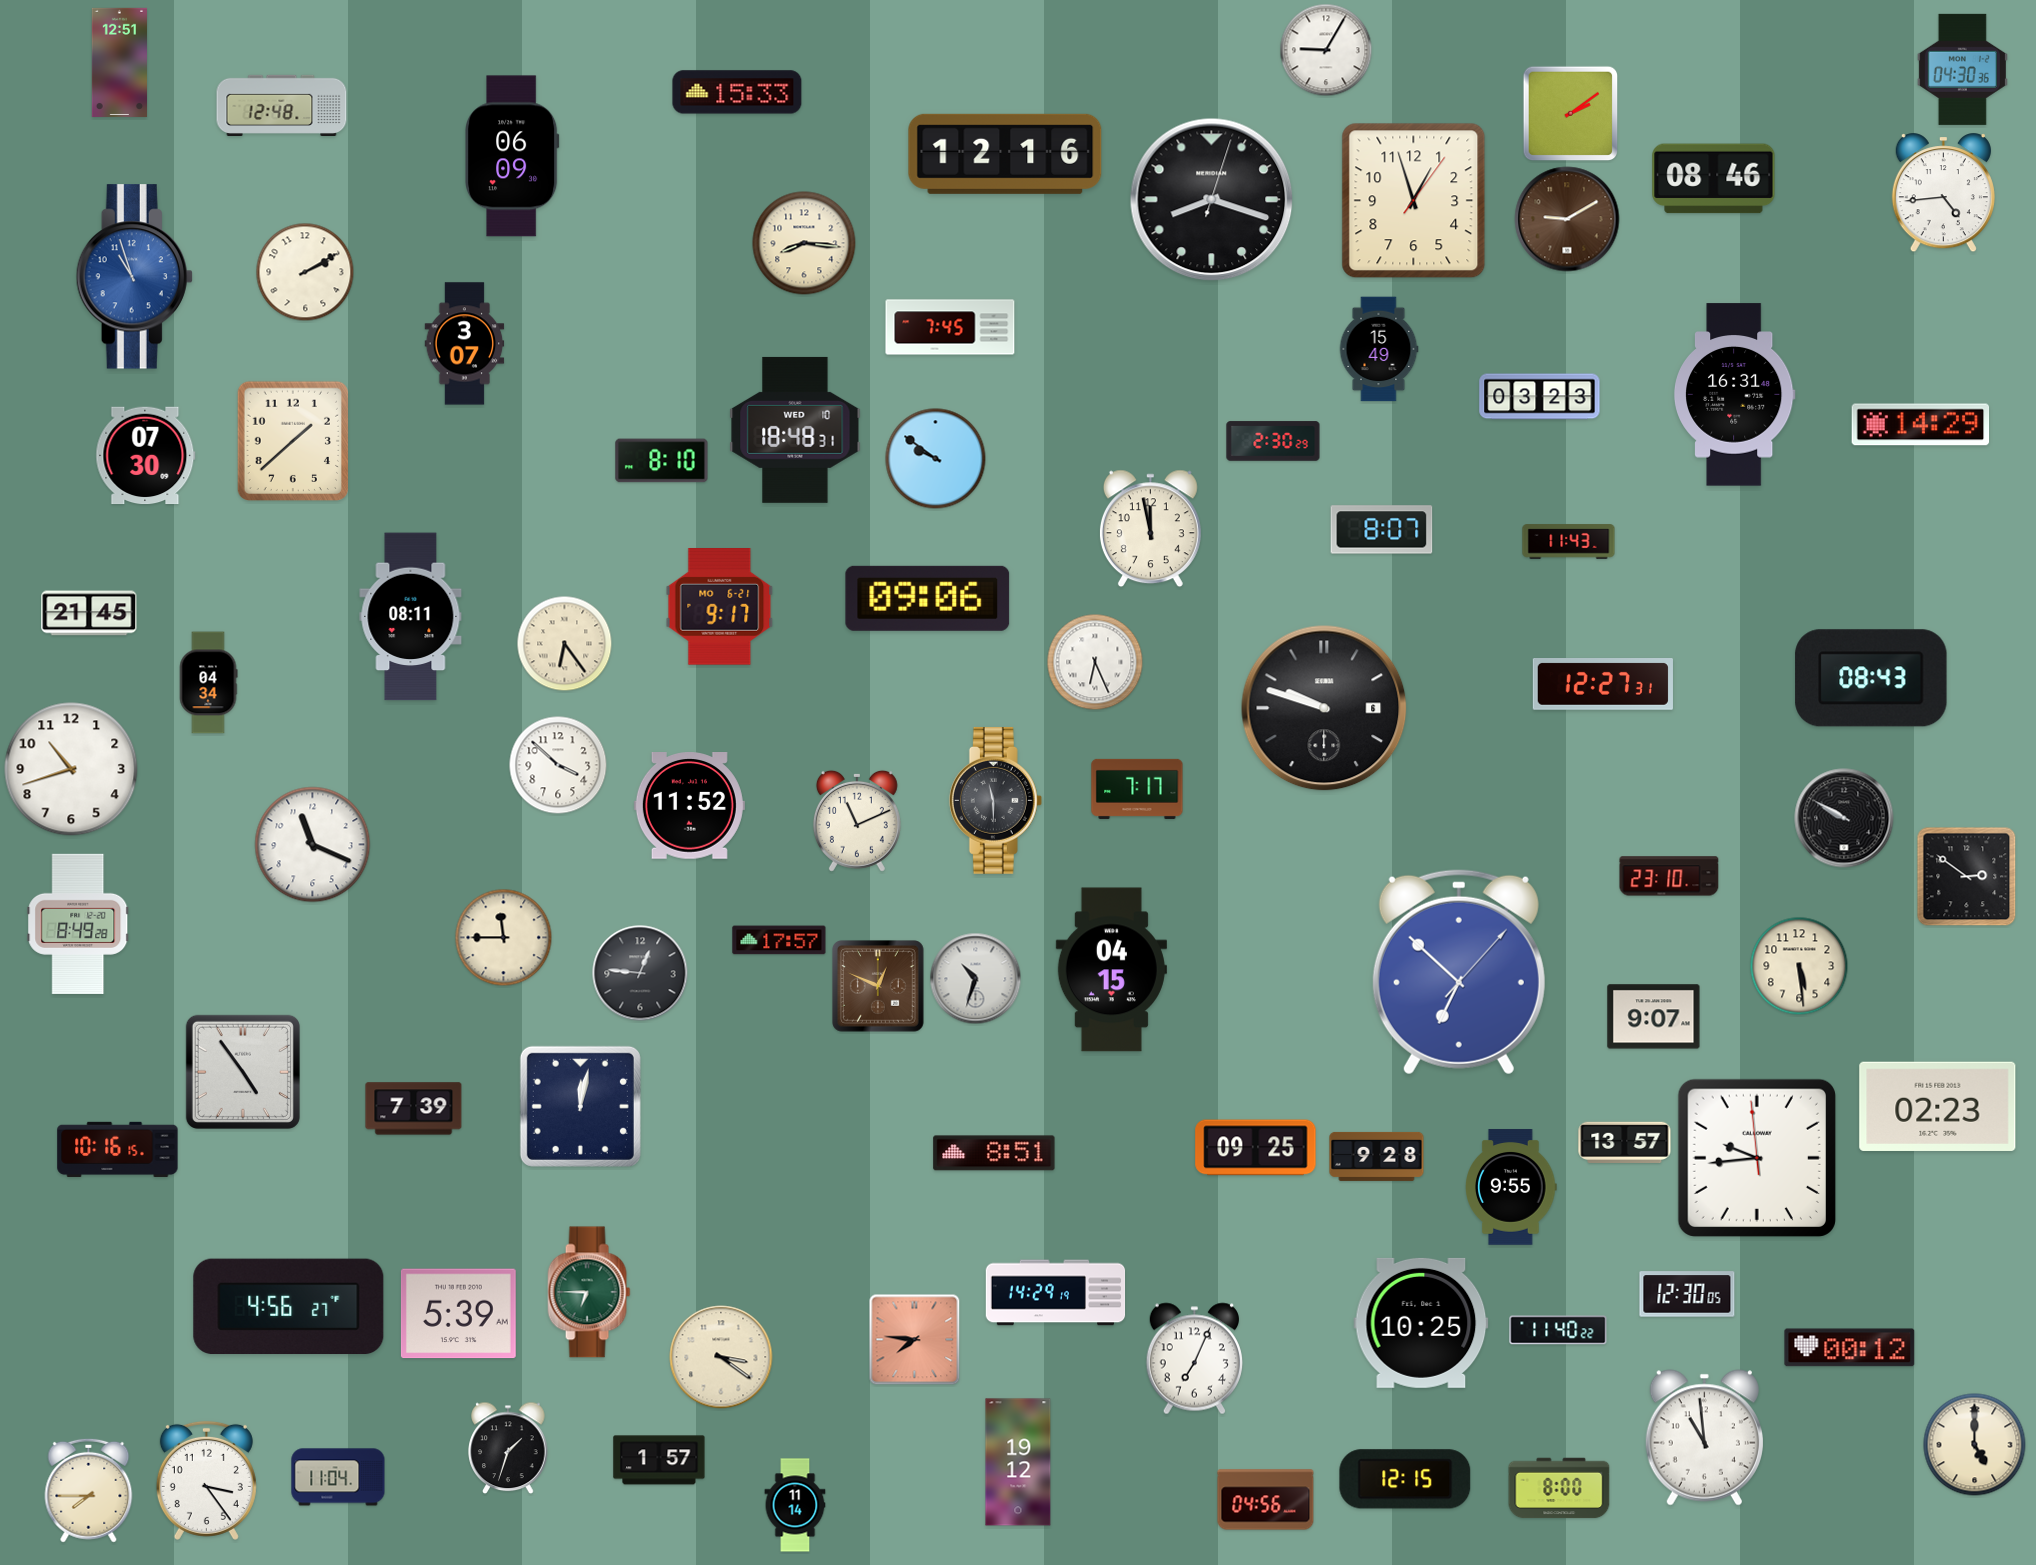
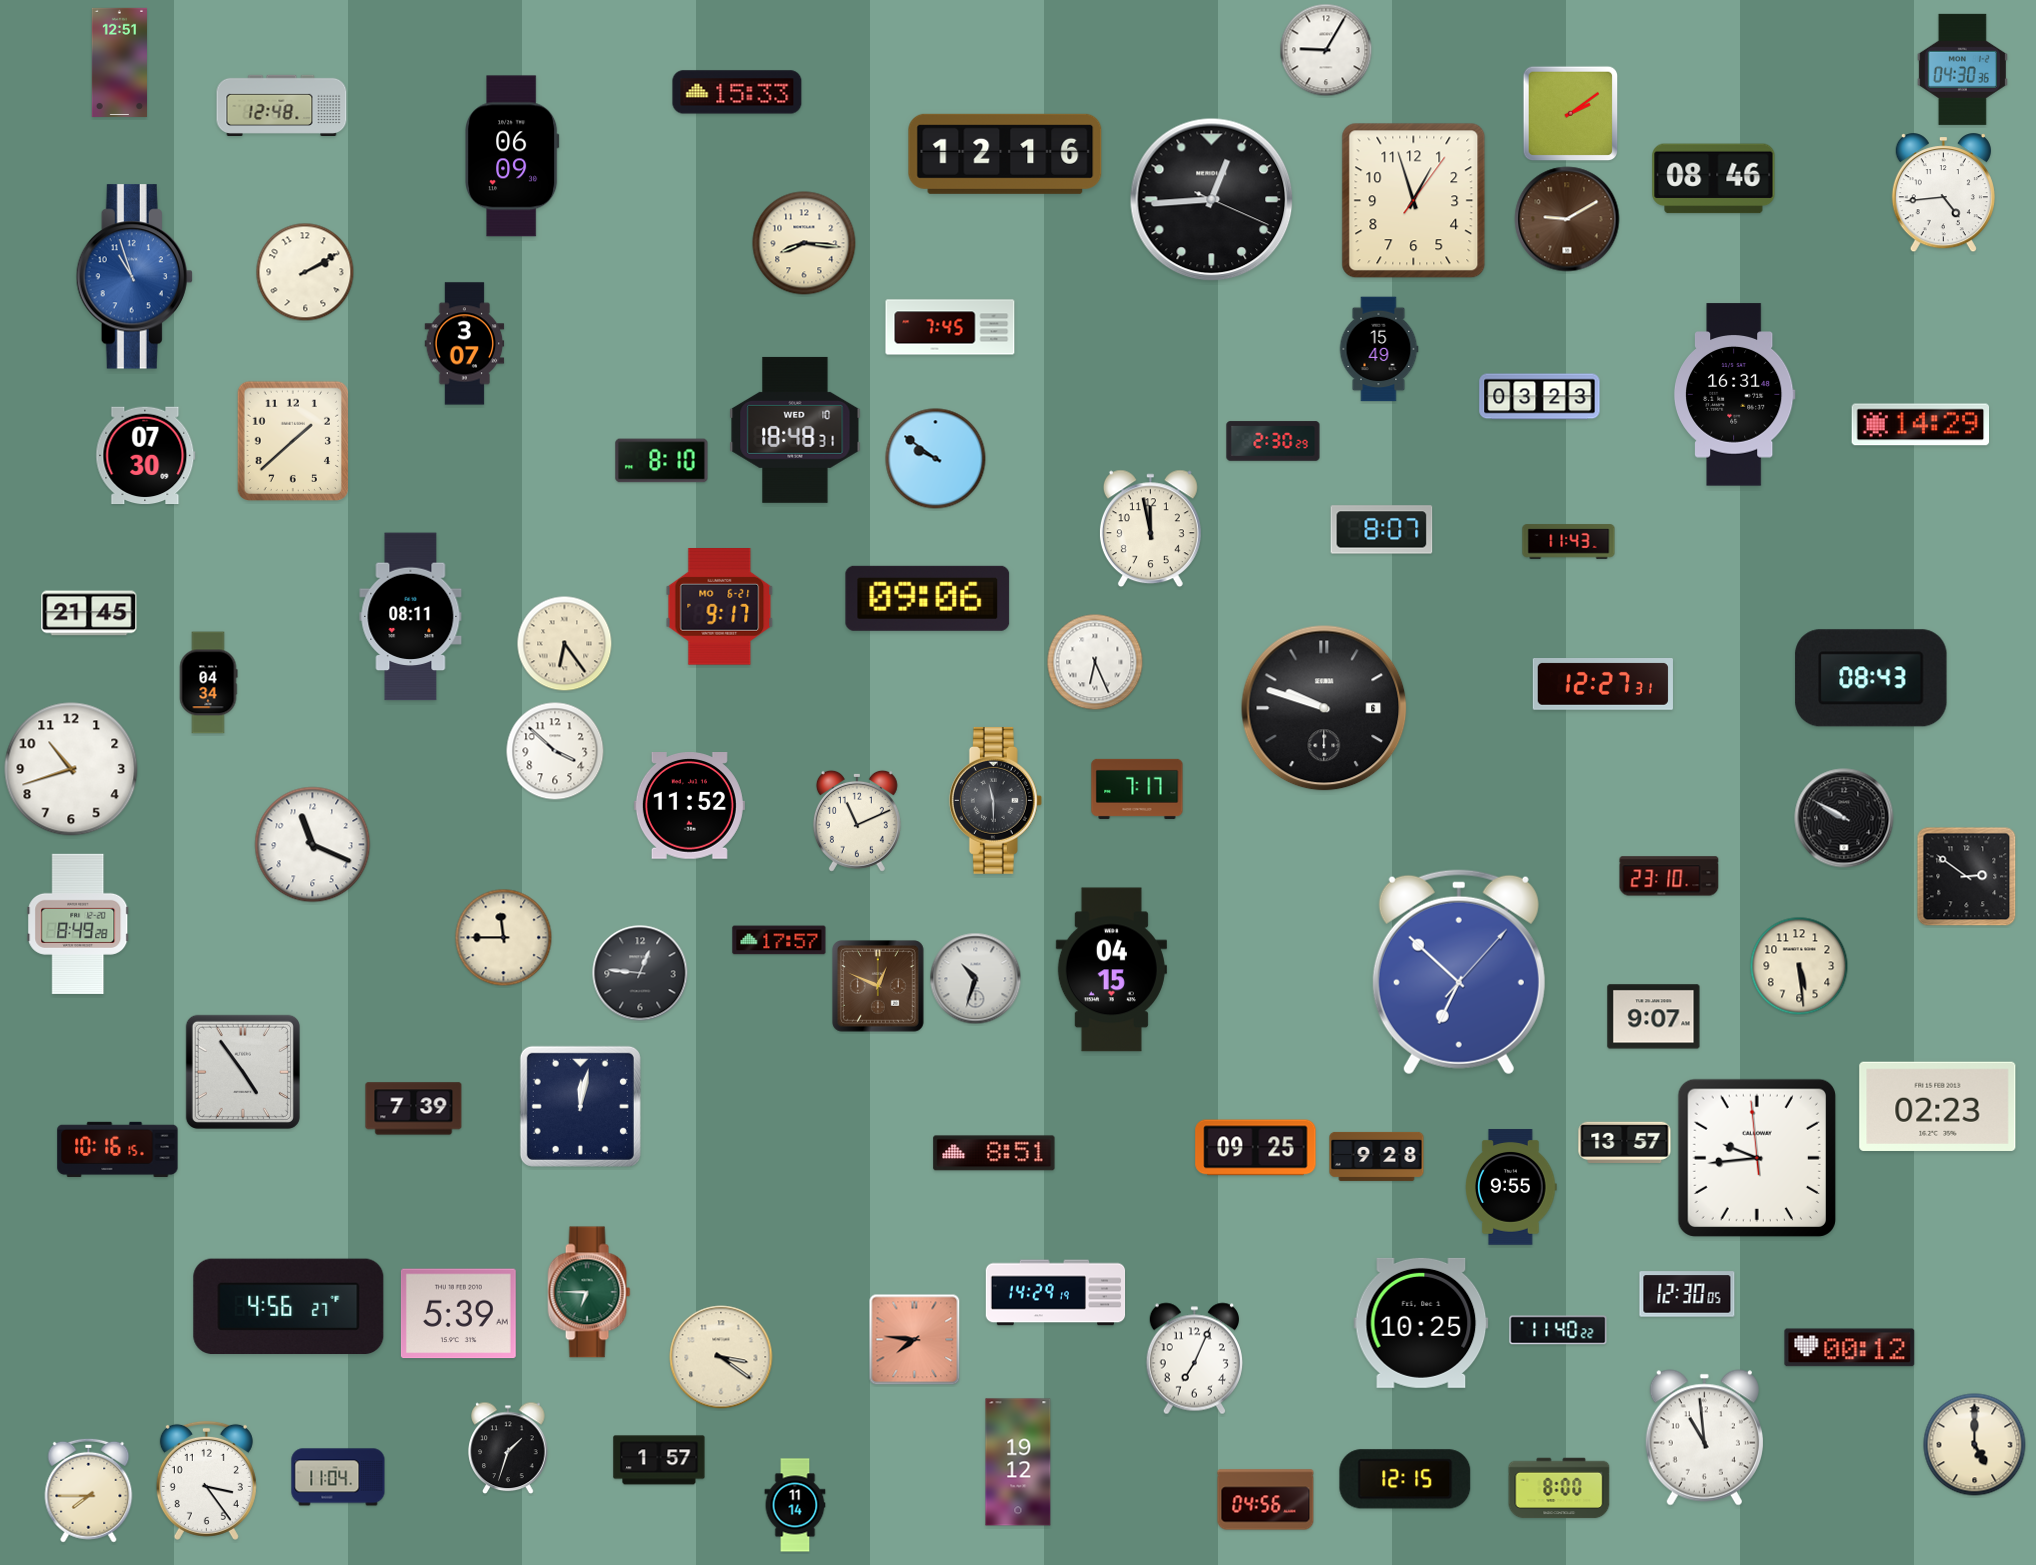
clock at (1212, 200): 8:18 -> 12:44
clock at (558, 765) position: (558, 765) -> (555, 751)
